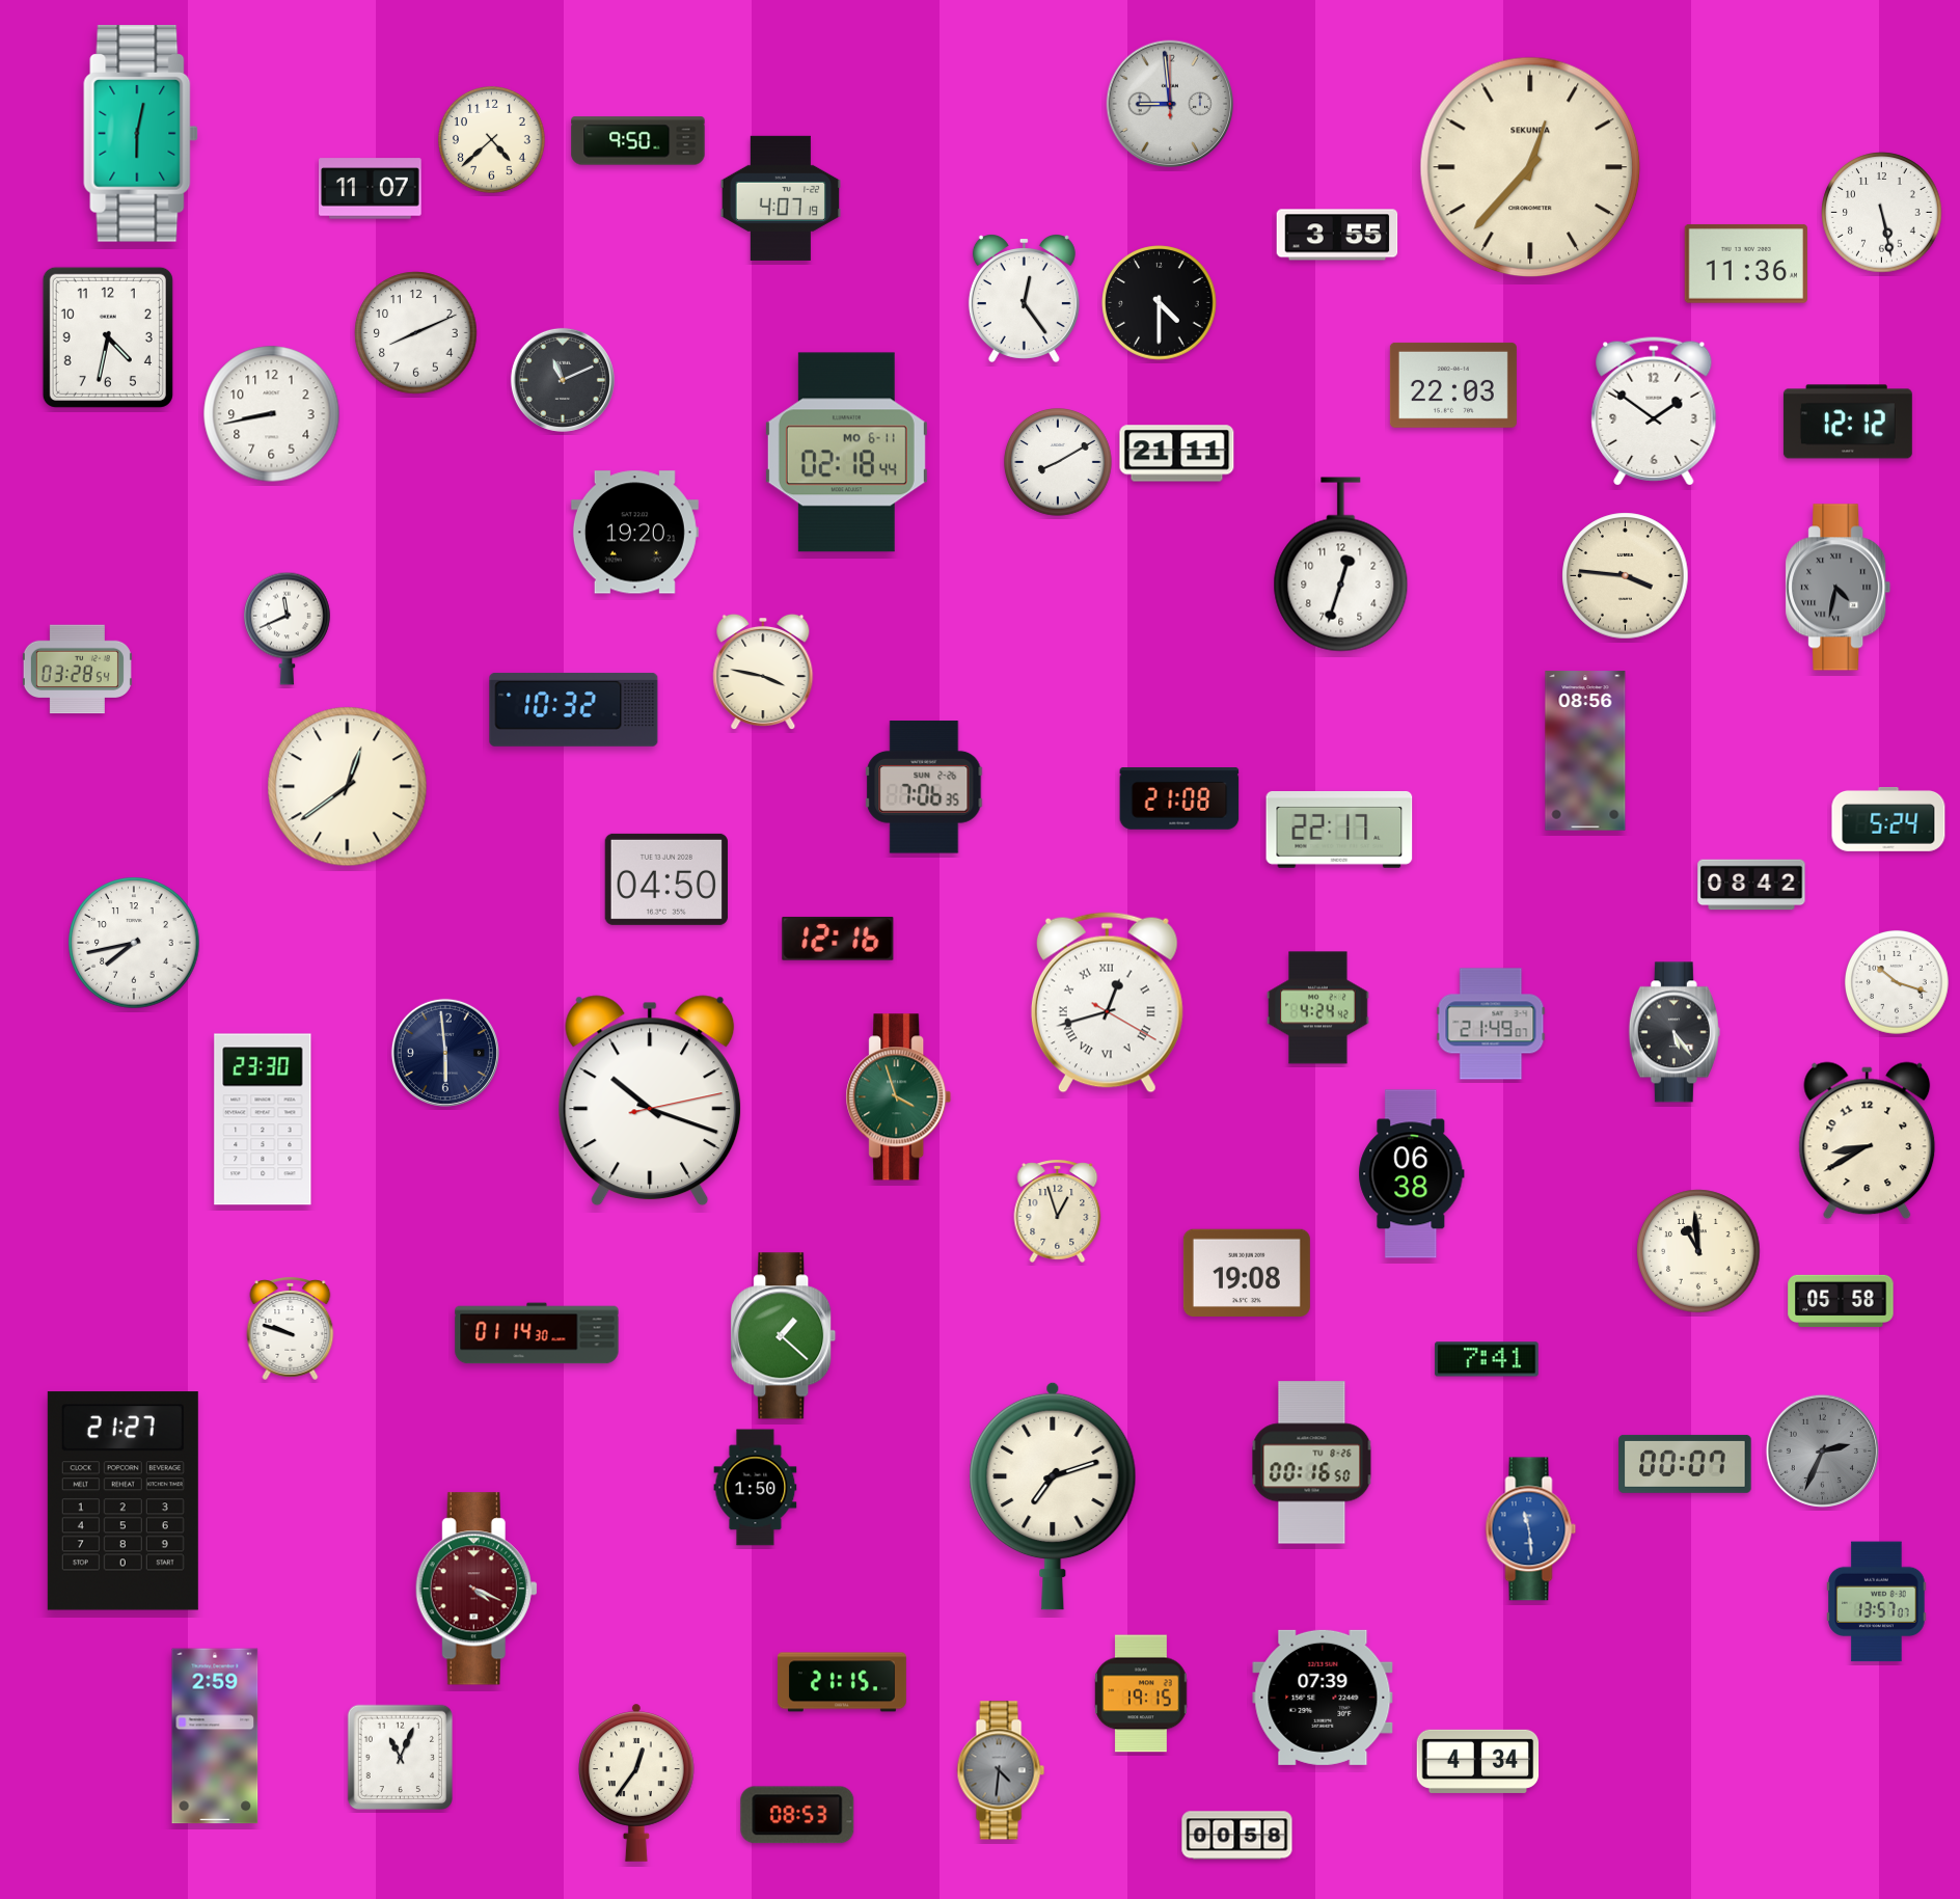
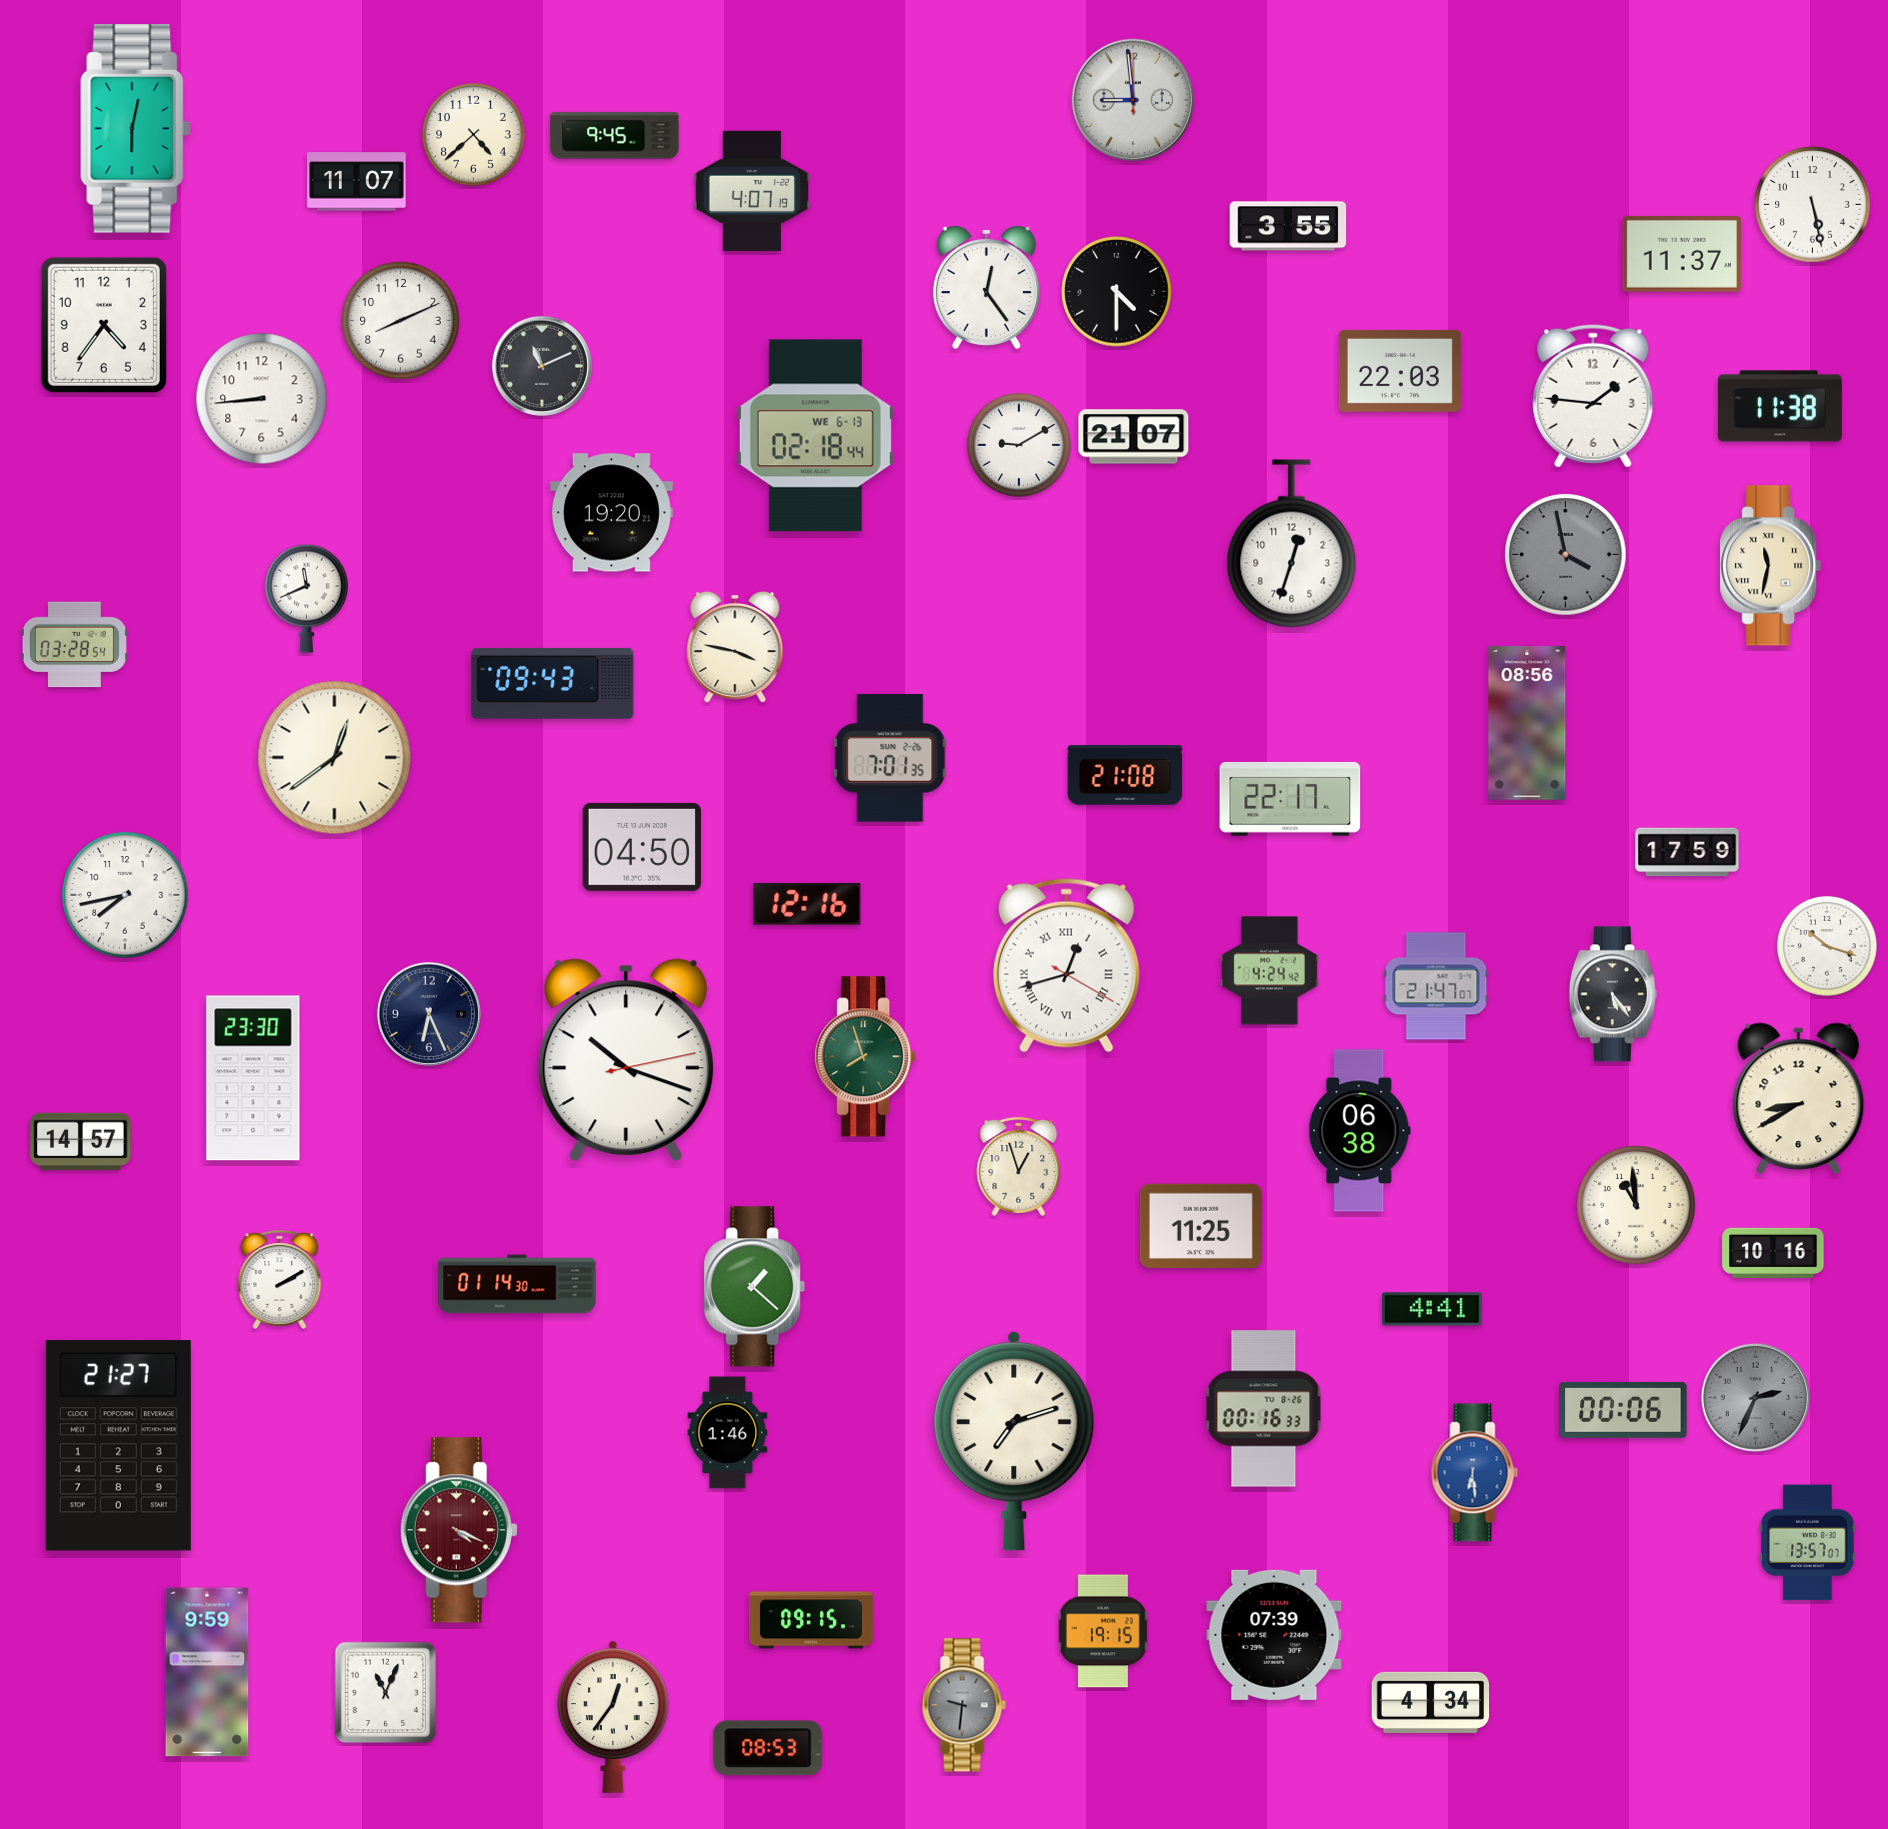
clock at (1170, 104) position: (1170, 104) -> (1133, 100)
clock at (638, 141): 9:50 -> 9:45
clock at (1530, 167): 12:37 -> none
clock at (1746, 264): 11:36 -> 11:37
clock at (108, 337): 4:32 -> 4:36
clock at (1654, 411): 1:51 -> 1:46
clock at (272, 414): 8:43 -> 8:44
clock at (1848, 422): 12:12 -> 11:38
clock at (846, 453) date: MO 6-11 -> WE 6-13
clock at (1177, 454): 21:11 -> 21:07
clock at (1059, 463): 8:10 -> 9:10
clock at (1626, 576): 3:46 -> 3:58
clock at (1626, 576) dial: cream -> grey
clock at (1839, 588): 4:32 -> 11:32
clock at (1839, 588) dial: grey -> cream
clock at (288, 628) position: (288, 628) -> (307, 598)
clock at (574, 709): 10:32 -> 09:43
clock at (924, 787): 7:06 -> 7:01
clock at (1179, 798) position: (1179, 798) -> (1125, 775)
clock at (1888, 820): 5:24 -> none
clock at (1751, 885): 08:42 -> 17:59
clock at (134, 943) position: (134, 943) -> (125, 895)
clock at (1491, 1024): 21:49 -> 21:47
clock at (445, 1053): 5:59 -> 6:26
clock at (899, 1097): 3:57 -> 7:57
clock at (81, 1141): none -> 14:57
clock at (1247, 1272): 19:08 -> 11:25
clock at (1841, 1300): 05:58 -> 10:16
clock at (291, 1328): 9:48 -> 2:10
clock at (1487, 1359): 7:41 -> 4:41
clock at (1312, 1463): 00:16:50 -> 00:16:33
clock at (1685, 1464): 00:07 -> 00:06
clock at (756, 1488): 1:50 -> 1:46
clock at (1531, 1529): 11:29 -> 6:29
clock at (842, 1682): 21:15 -> 09:15
clock at (1141, 1693) position: (1141, 1693) -> (1103, 1631)
clock at (215, 1736): 2:59 -> 9:59
clock at (1478, 1761) position: (1478, 1761) -> (1431, 1702)
clock at (1001, 1770): 4:31 -> 9:31
clock at (1237, 1836): 00:58 -> none
